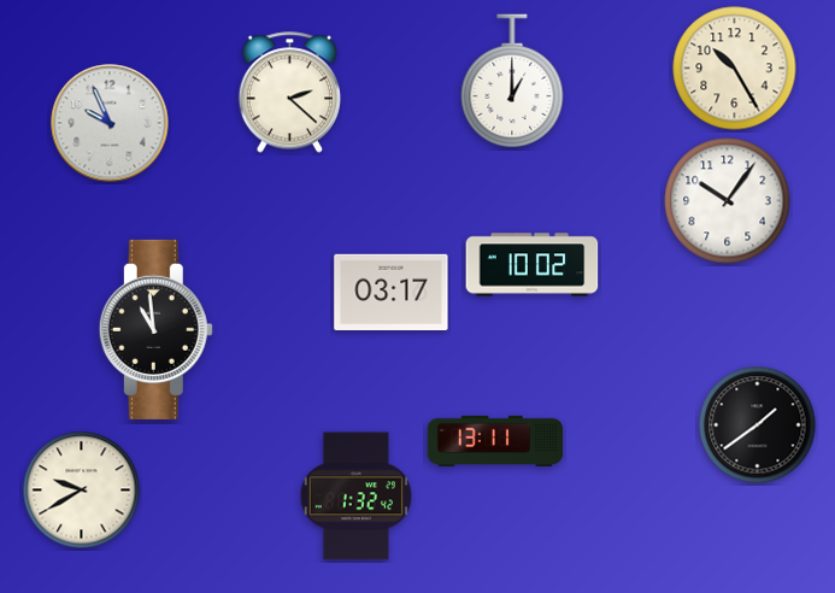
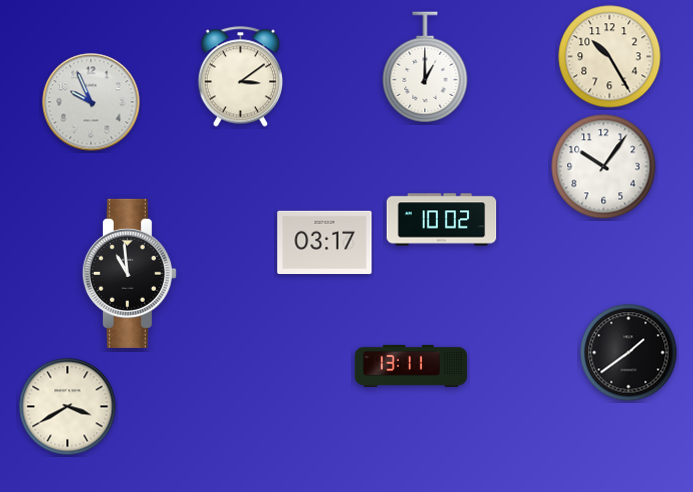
clock at (289, 93): 2:22 -> 3:09
clock at (82, 491): 9:40 -> 3:40
clock at (355, 497): 1:32 -> none
